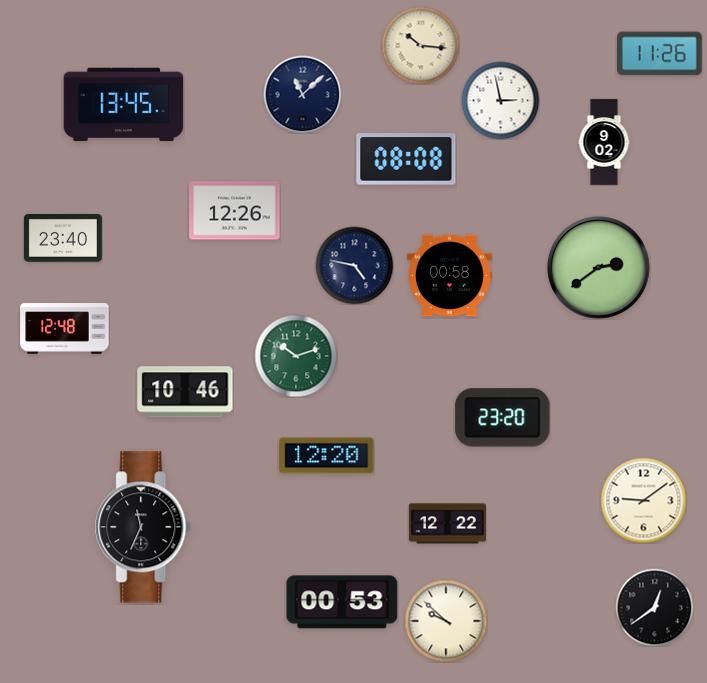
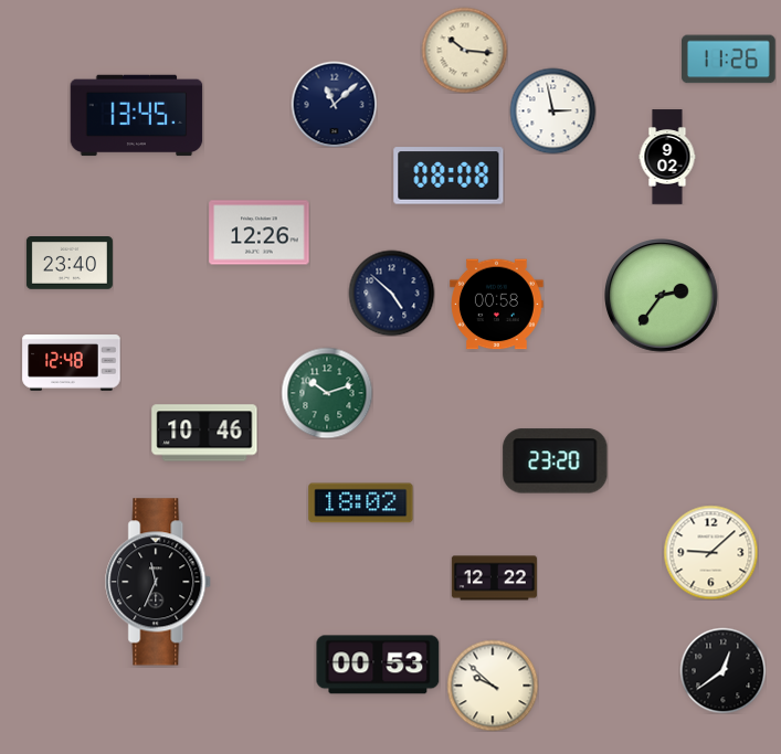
clock at (354, 265): 4:47 -> 4:52
clock at (599, 268): 2:39 -> 2:36
clock at (327, 456): 12:20 -> 18:02
clock at (643, 500): 9:09 -> 9:08
